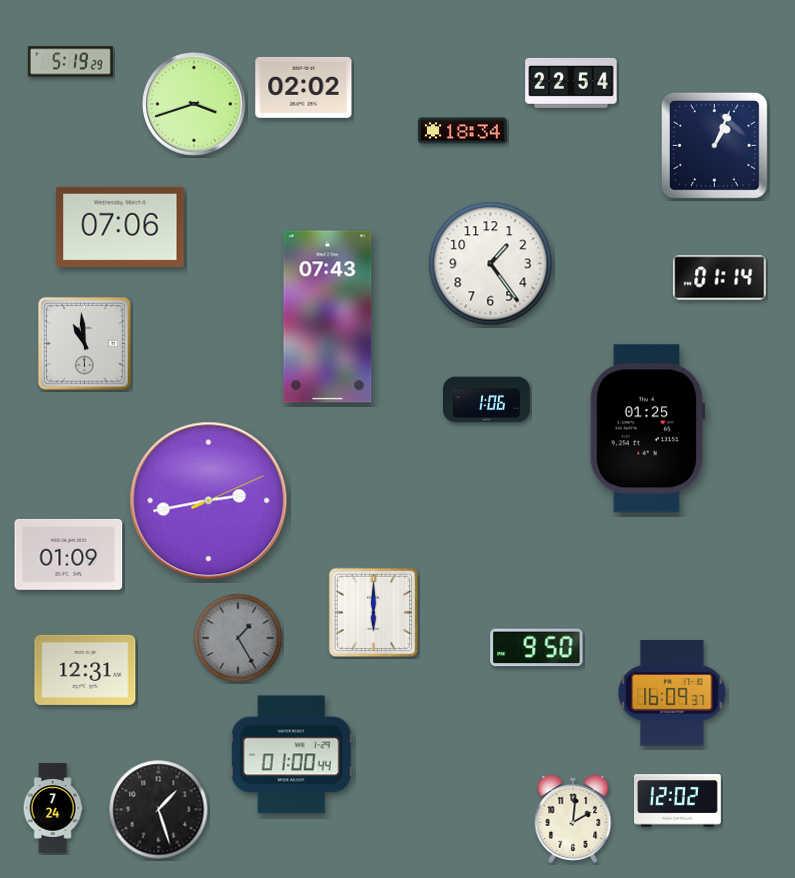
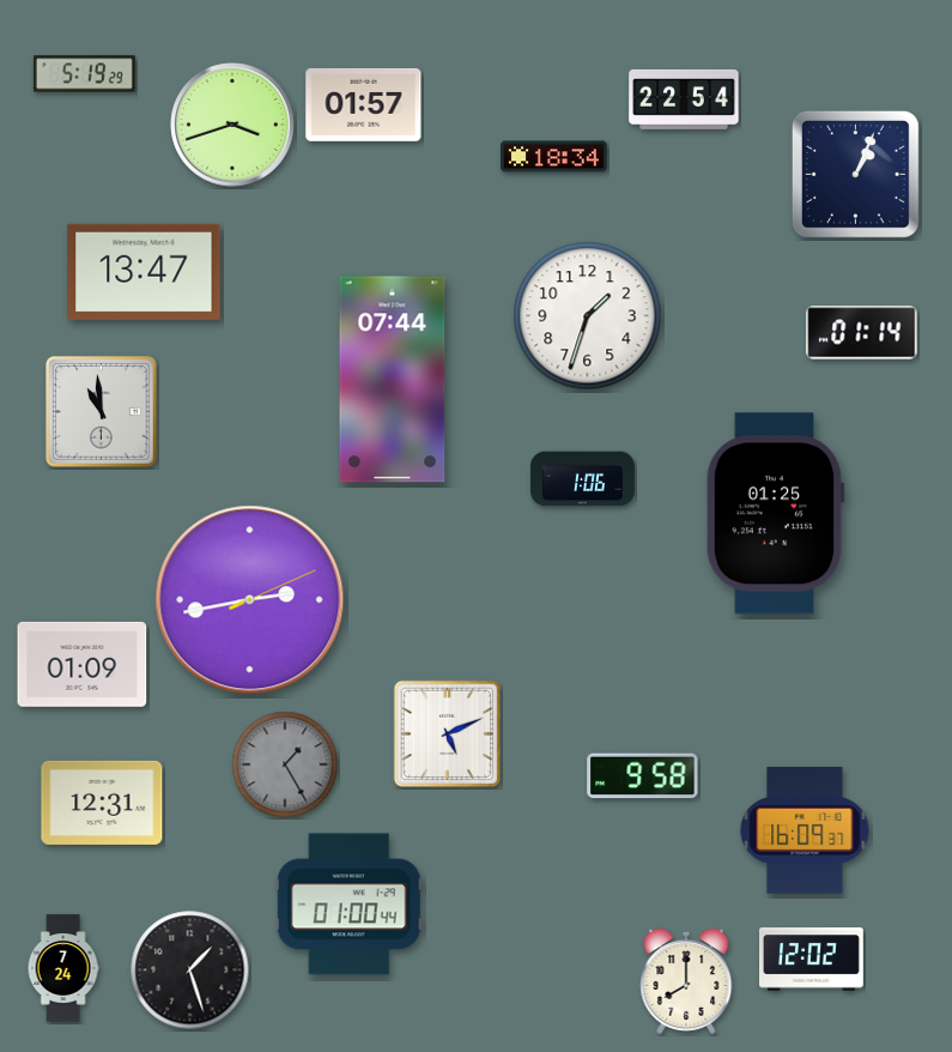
clock at (304, 87): 02:02 -> 01:57
clock at (120, 227): 07:06 -> 13:47
clock at (491, 264): 1:24 -> 1:33
clock at (328, 317): 07:43 -> 07:44
clock at (374, 613): 6:00 -> 5:11
clock at (537, 648): 9:50 -> 9:58
clock at (573, 819): 2:01 -> 8:00
